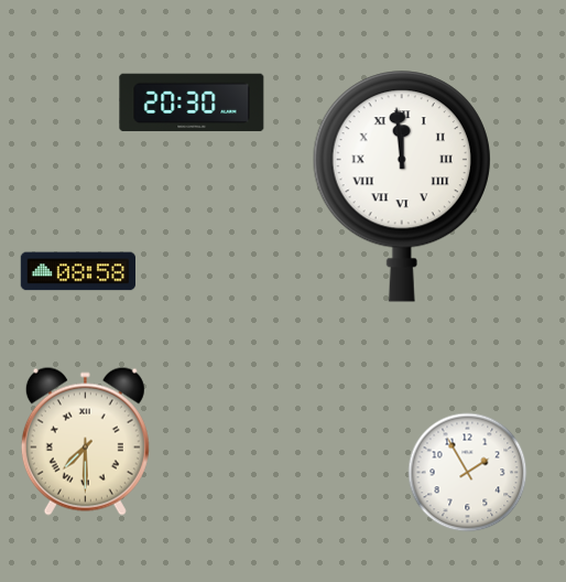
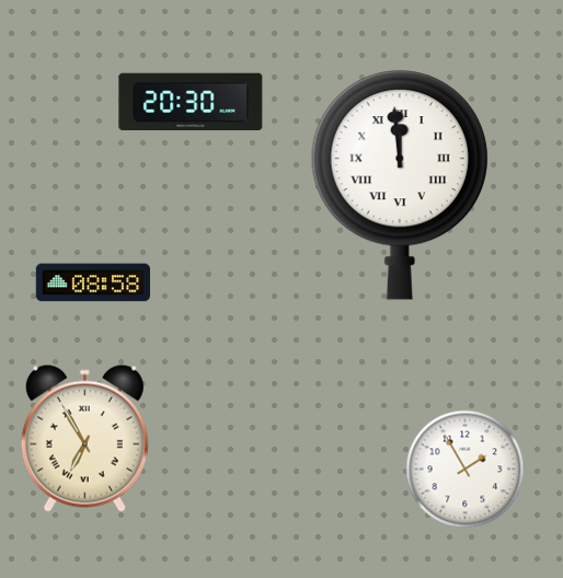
clock at (77, 271) position: (77, 271) -> (92, 282)
clock at (85, 441): 7:30 -> 6:55
